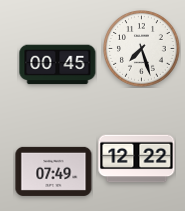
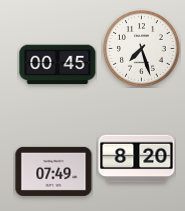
clock at (137, 159): 12:22 -> 8:20
